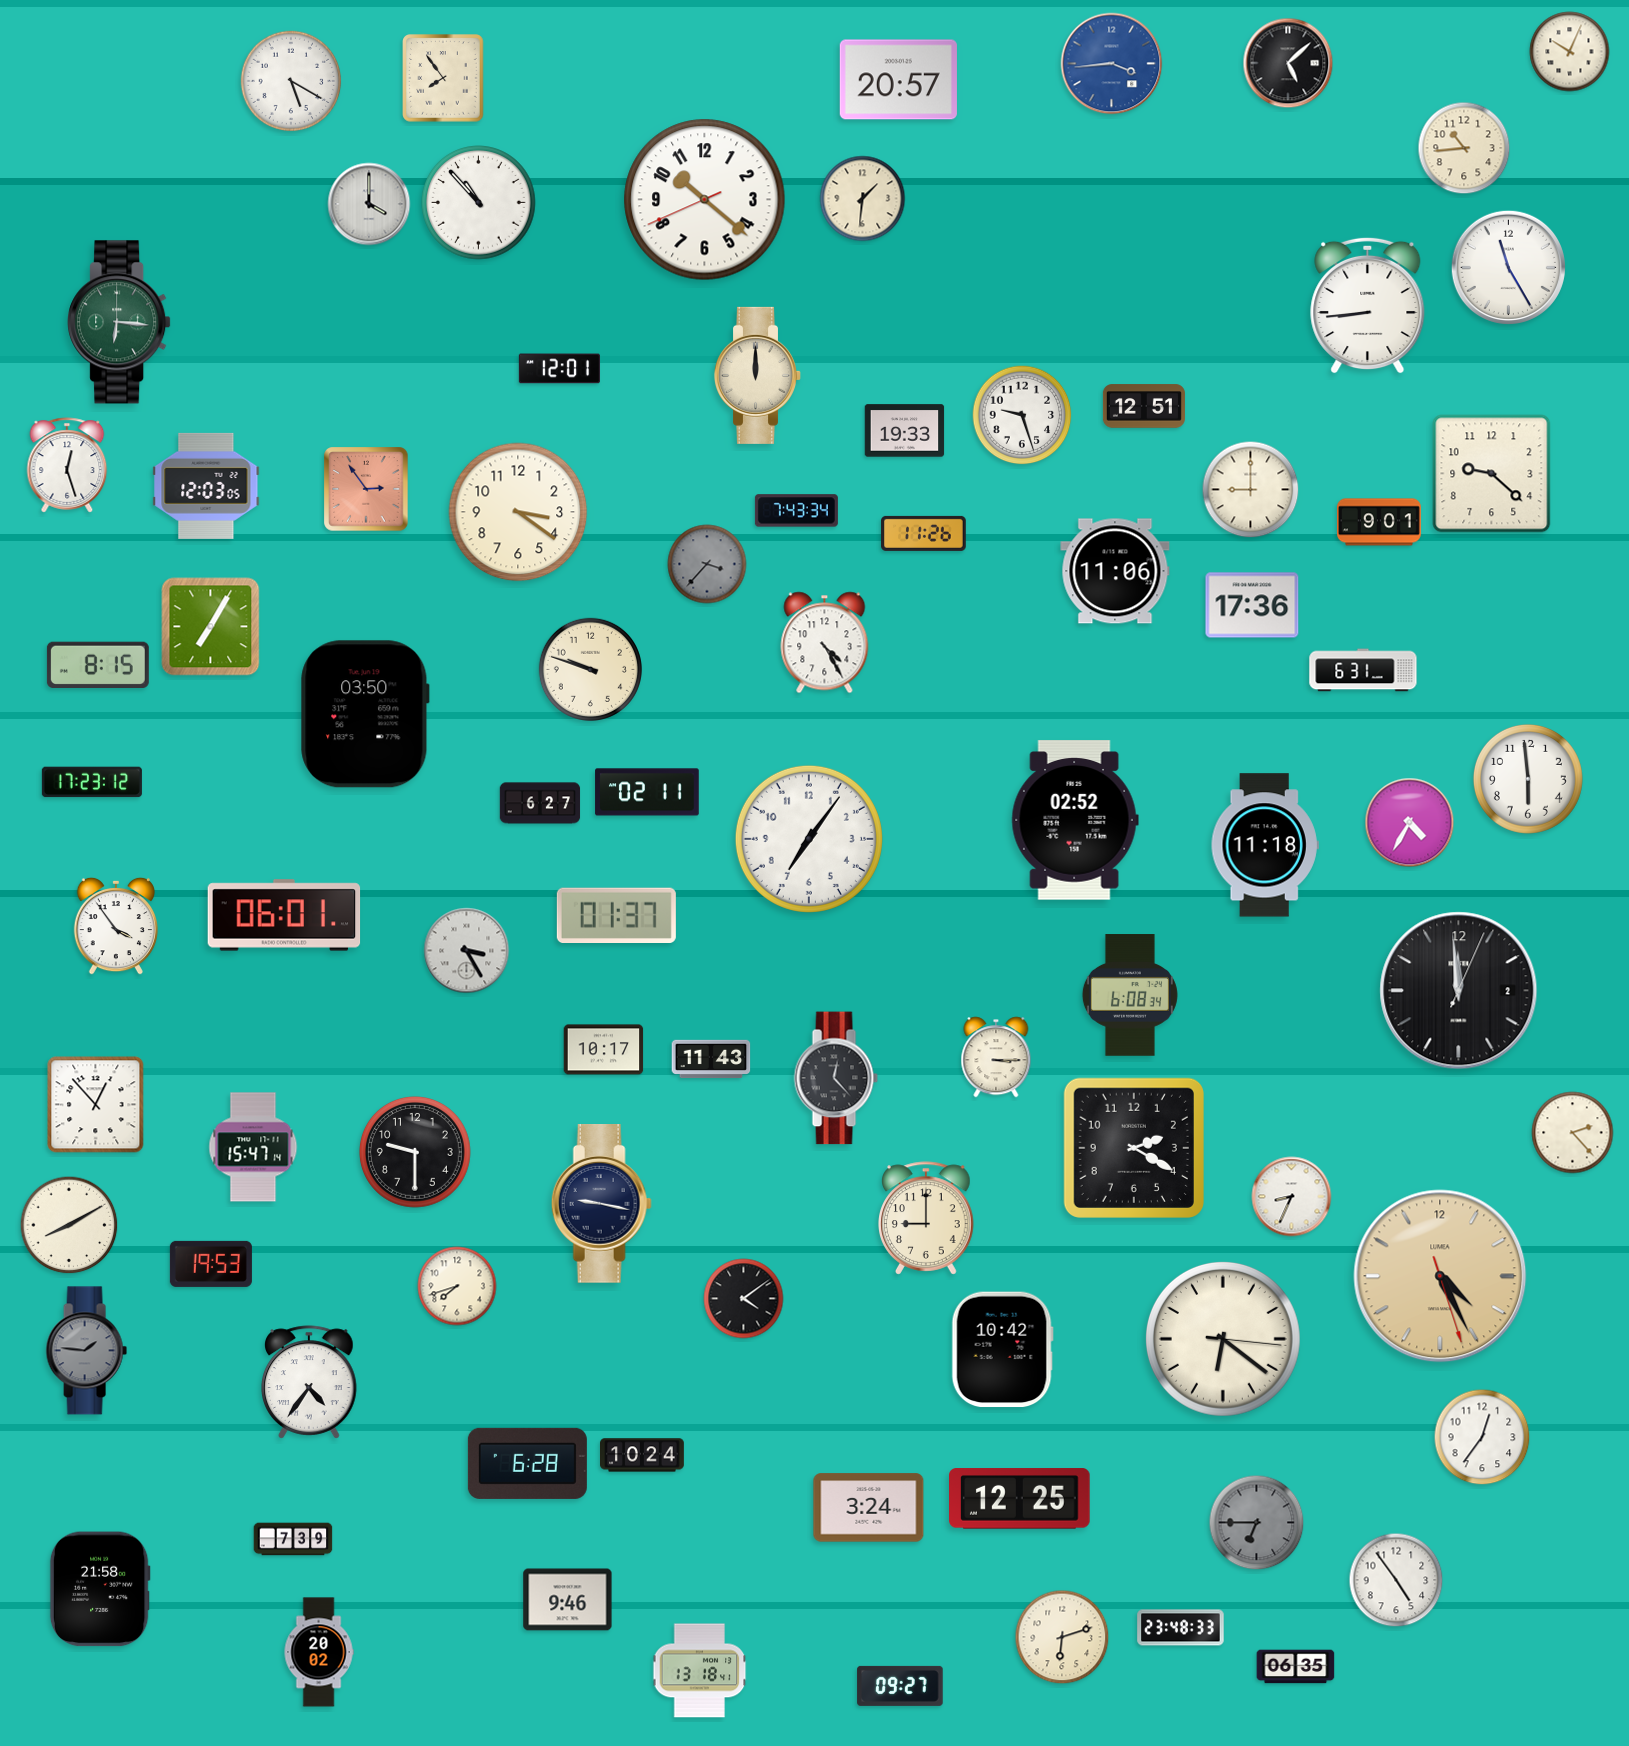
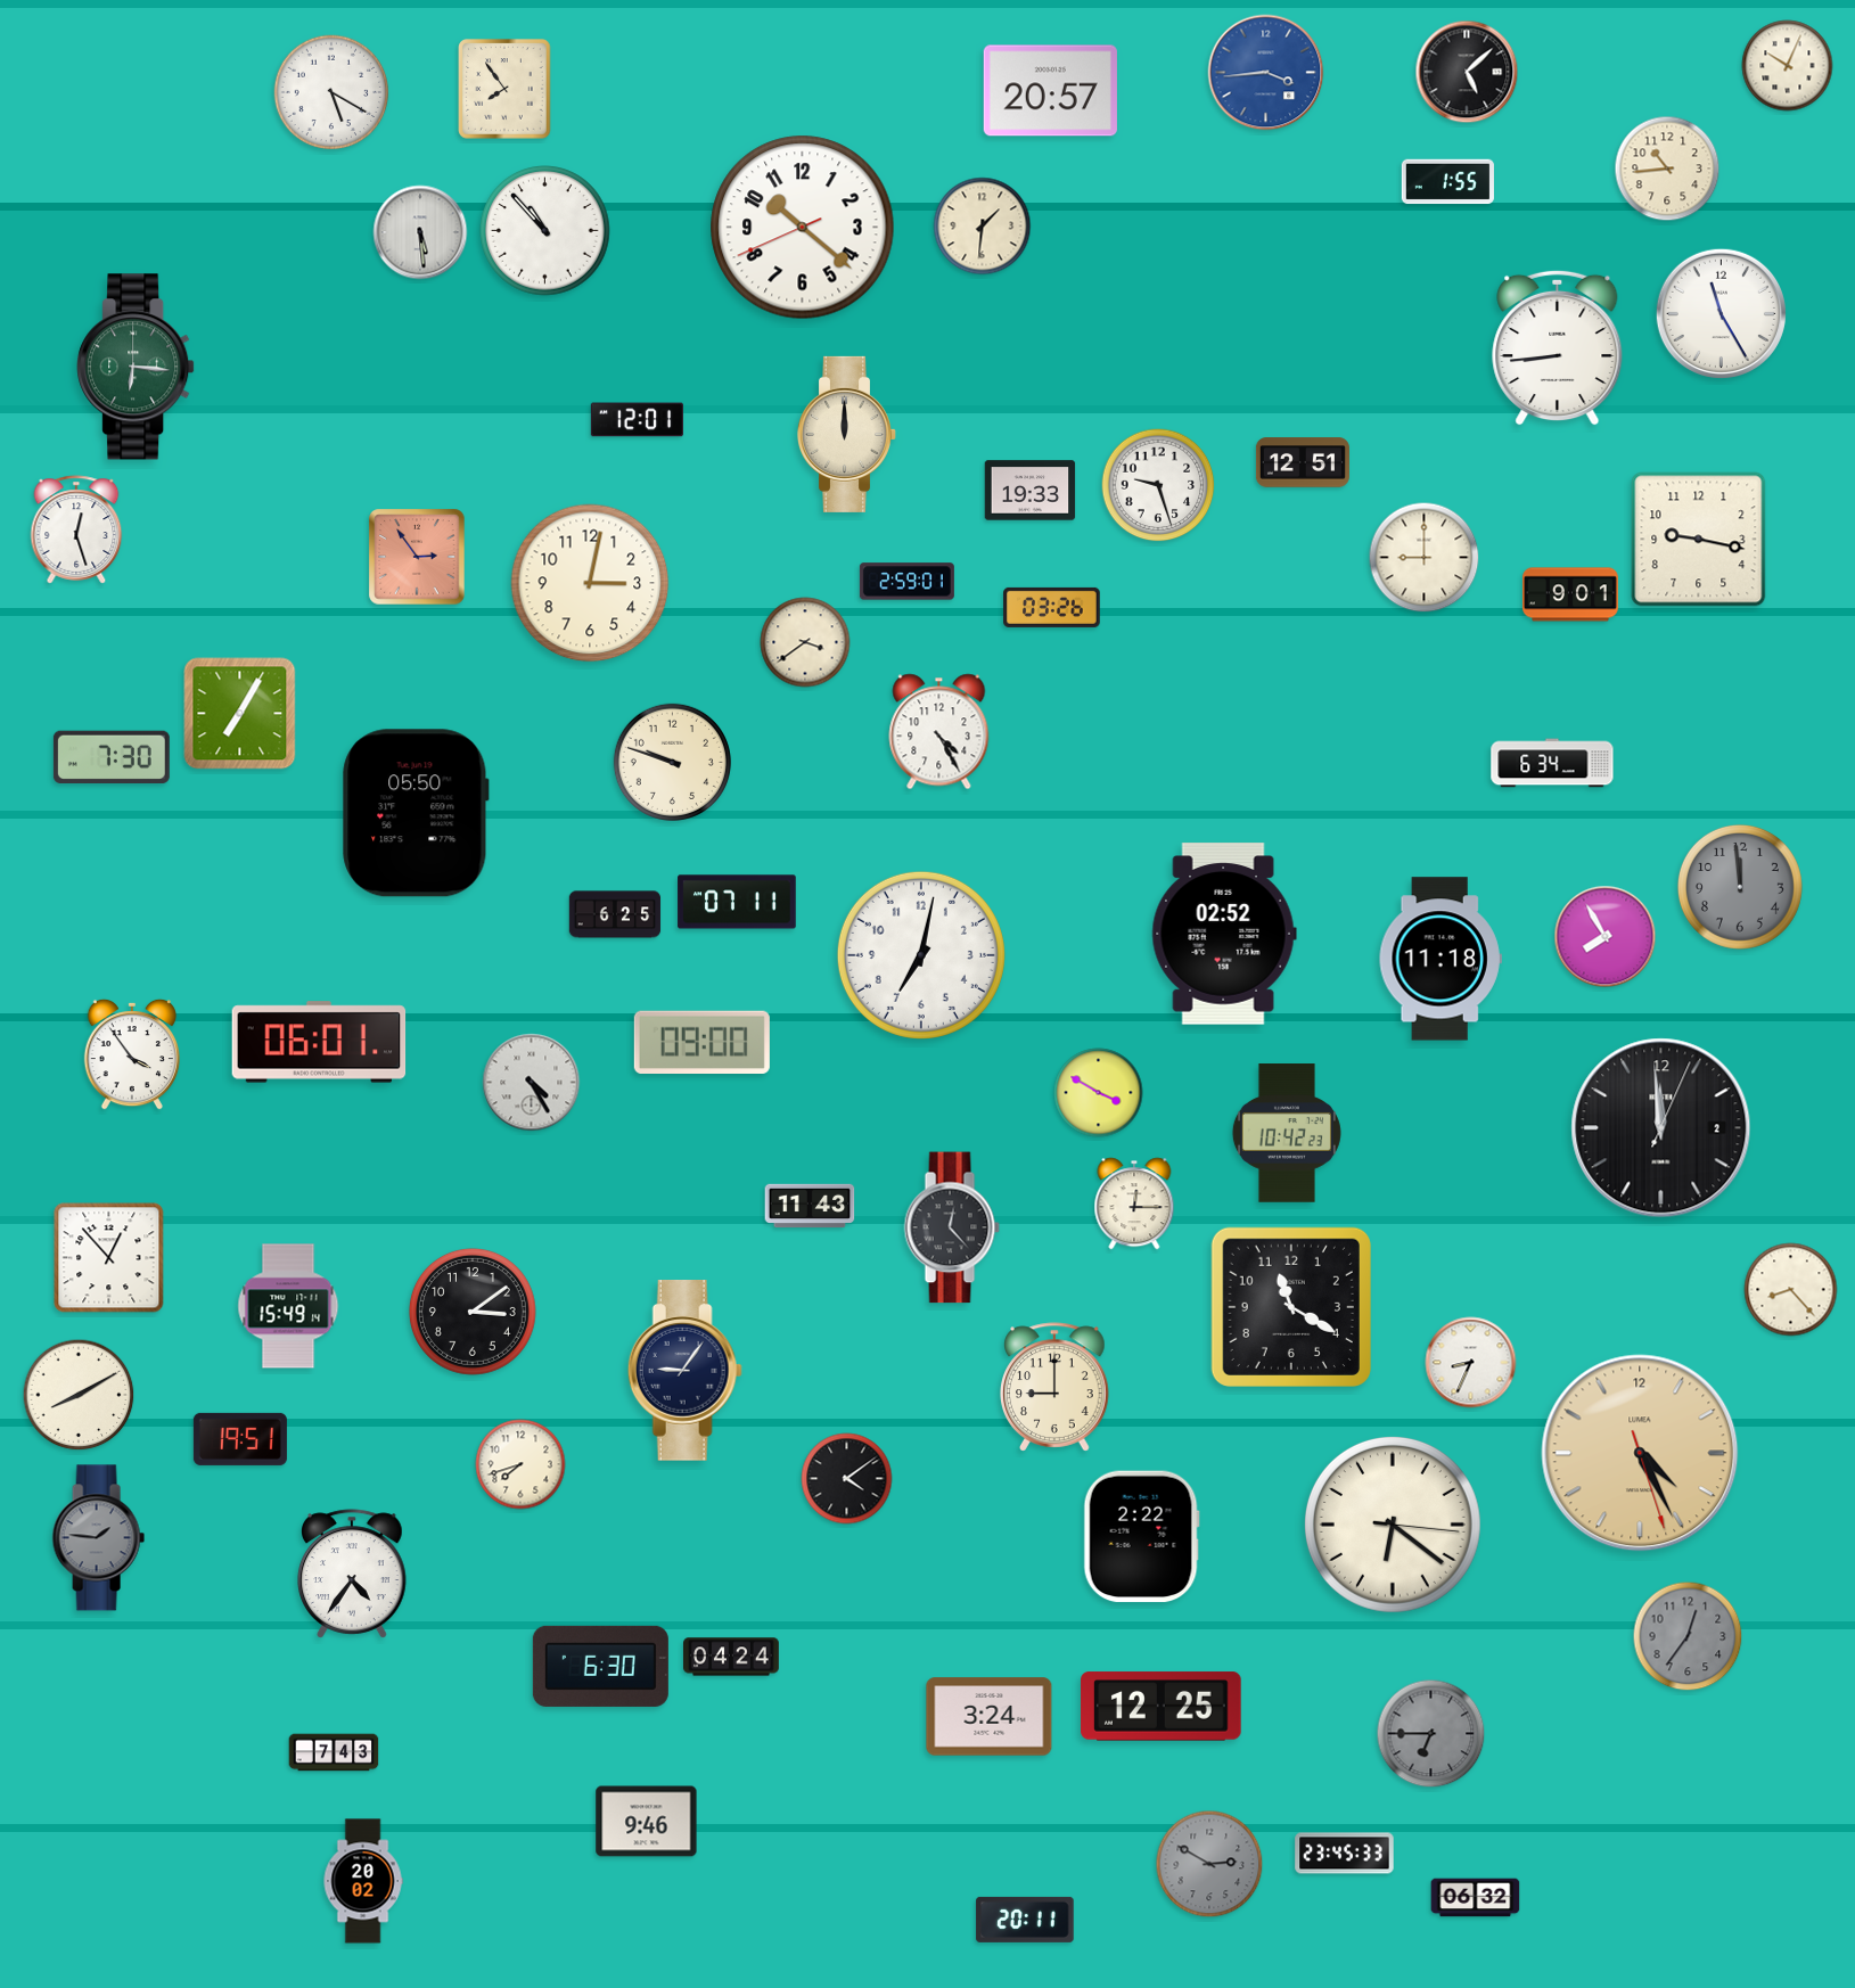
clock at (1570, 52) position: (1570, 52) -> (1788, 66)
clock at (898, 80) position: (898, 80) -> (1050, 91)
clock at (1447, 182): none -> 1:55
clock at (369, 204): 4:00 -> 5:29
clock at (1508, 267) position: (1508, 267) -> (1721, 313)
clock at (757, 375) position: (757, 375) -> (846, 434)
clock at (1022, 415) position: (1022, 415) -> (1158, 485)
clock at (1492, 474): 9:22 -> 9:17
clock at (206, 486): 12:03 -> none
clock at (796, 511): 7:43 -> 2:59
clock at (518, 512): 3:21 -> 3:02
clock at (924, 533): 11:26 -> 03:26
clock at (707, 564): 3:37 -> 3:39
clock at (707, 564) dial: grey -> cream
clock at (1115, 571): 11:06 -> none
clock at (1252, 605): 17:36 -> none
clock at (98, 664): 8:15 -> 7:30
clock at (1363, 670): 6:31 -> 6:34
clock at (365, 714): 03:50 -> 05:50
clock at (1528, 779): 5:59 -> 11:59
clock at (1528, 779) dial: white -> grey
clock at (92, 782): 17:23 -> none
clock at (647, 792): 02:11 -> 07:11
clock at (540, 803): 6:27 -> 6:25
clock at (1410, 823): 4:35 -> 7:55
clock at (809, 839): 7:06 -> 7:02
clock at (1265, 845) position: (1265, 845) -> (1441, 959)
clock at (284, 915) position: (284, 915) -> (319, 1042)
clock at (616, 915): 01:37 -> 09:00
clock at (467, 951): 3:25 -> 4:25
clock at (1099, 1093): none -> 3:50
clock at (1130, 995): 6:08 -> 10:42
clock at (604, 1050): 10:17 -> none
clock at (996, 1057): 3:15 -> 12:15
clock at (1573, 1133): 2:23 -> 8:23
clock at (253, 1147): 15:47 -> 15:49
clock at (1134, 1148): 2:20 -> 11:20
clock at (415, 1152): 9:30 -> 3:09
clock at (601, 1204): 9:17 -> 9:06
clock at (211, 1264): 19:53 -> 19:51
clock at (1002, 1350): 10:42 -> 2:22
clock at (1482, 1437) dial: white -> grey
clock at (643, 1455): 10:24 -> 04:24
clock at (527, 1463): 6:28 -> 6:30
clock at (293, 1539): 7:39 -> 7:43
clock at (1396, 1580): 4:54 -> none
clock at (100, 1589): 21:58 -> none
clock at (1181, 1628): 23:48 -> 23:45
clock at (1062, 1637): 6:12 -> 2:50
clock at (1062, 1637) dial: cream -> grey
clock at (1296, 1667): 06:35 -> 06:32
clock at (700, 1671): 13:18 -> none
clock at (900, 1686): 09:27 -> 20:11
